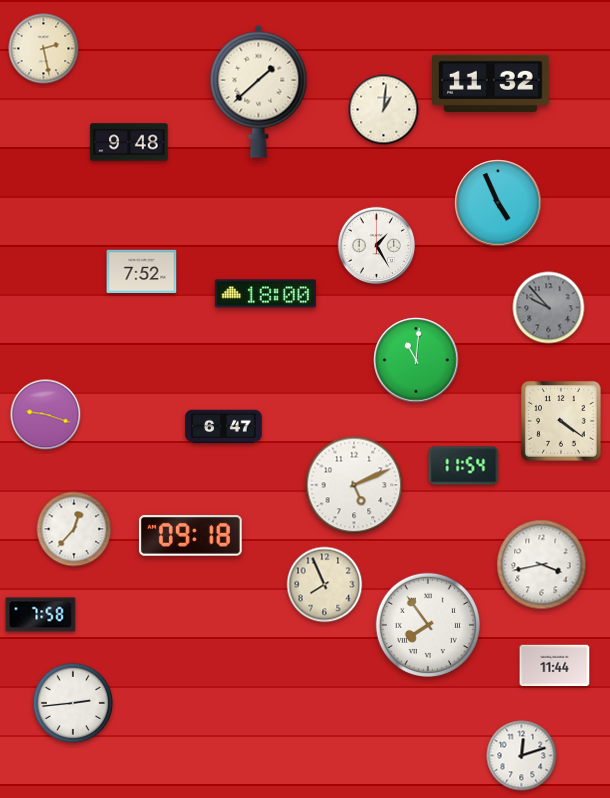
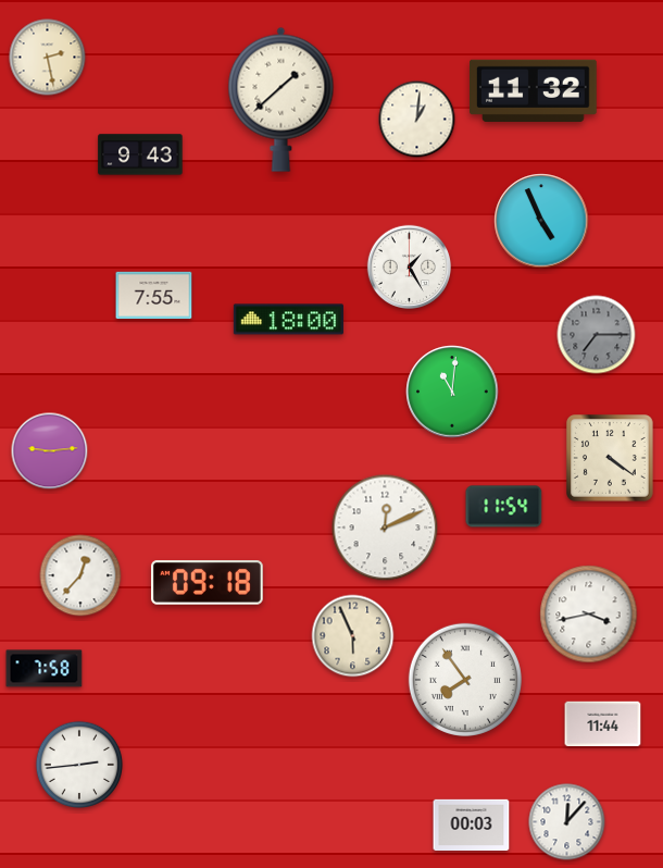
clock at (44, 49) position: (44, 49) -> (48, 58)
clock at (129, 142): 9:48 -> 9:43
clock at (142, 272): 7:52 -> 7:55
clock at (549, 308): 9:53 -> 7:15
clock at (46, 415): 9:18 -> 9:14
clock at (224, 427): 6:47 -> none
clock at (354, 485): 5:11 -> 12:11
clock at (325, 585): 7:56 -> 5:56
clock at (522, 756): 12:12 -> 12:07
clock at (472, 826): none -> 00:03
